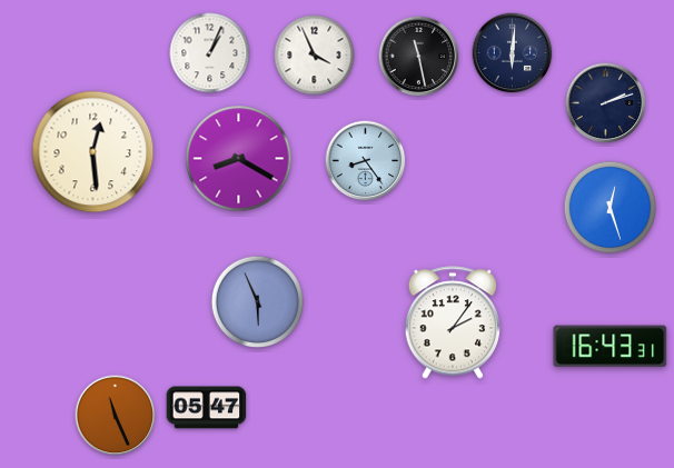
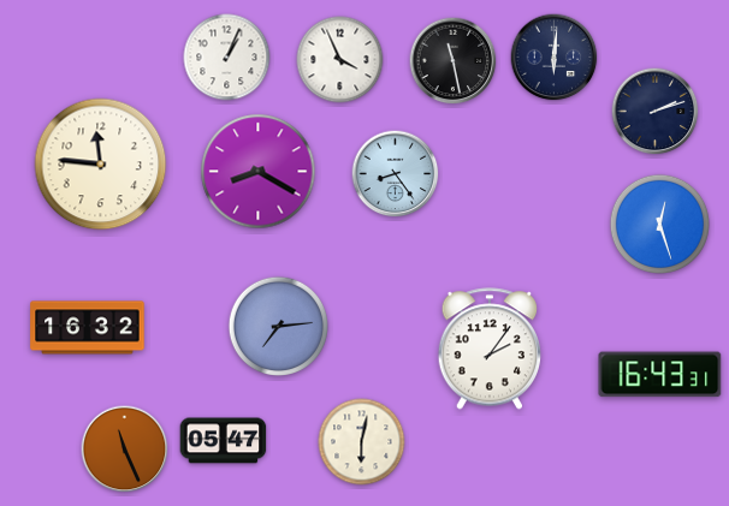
clock at (93, 152): 12:29 -> 11:46
clock at (257, 301): 5:56 -> 7:14
clock at (88, 328): none -> 16:32
clock at (362, 442): none -> 6:02
